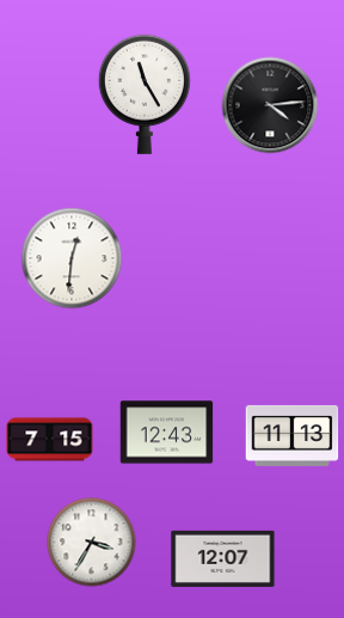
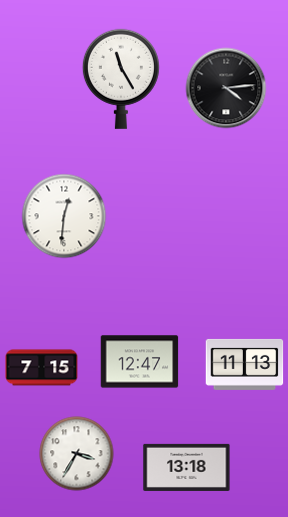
clock at (72, 258) position: (72, 258) -> (64, 216)
clock at (167, 433): 12:43 -> 12:47
clock at (223, 558): 12:07 -> 13:18
